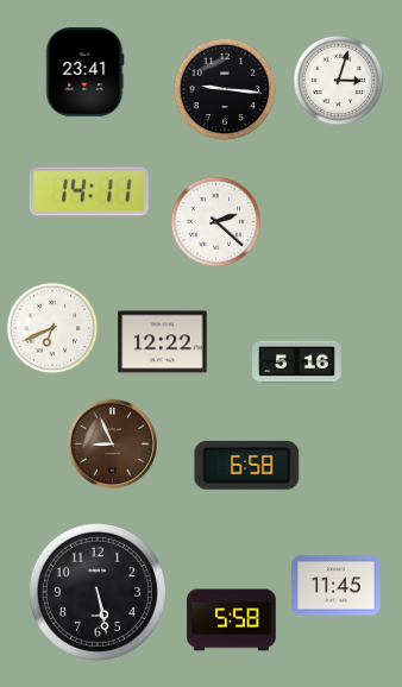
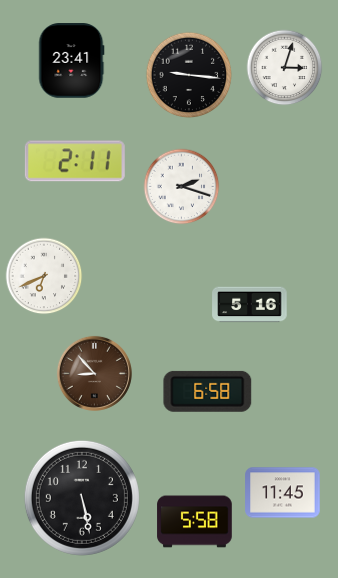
clock at (89, 191): 14:11 -> 2:11
clock at (216, 222): 2:22 -> 2:18
clock at (163, 342): 12:22 -> none
clock at (112, 443): 8:56 -> 8:53
